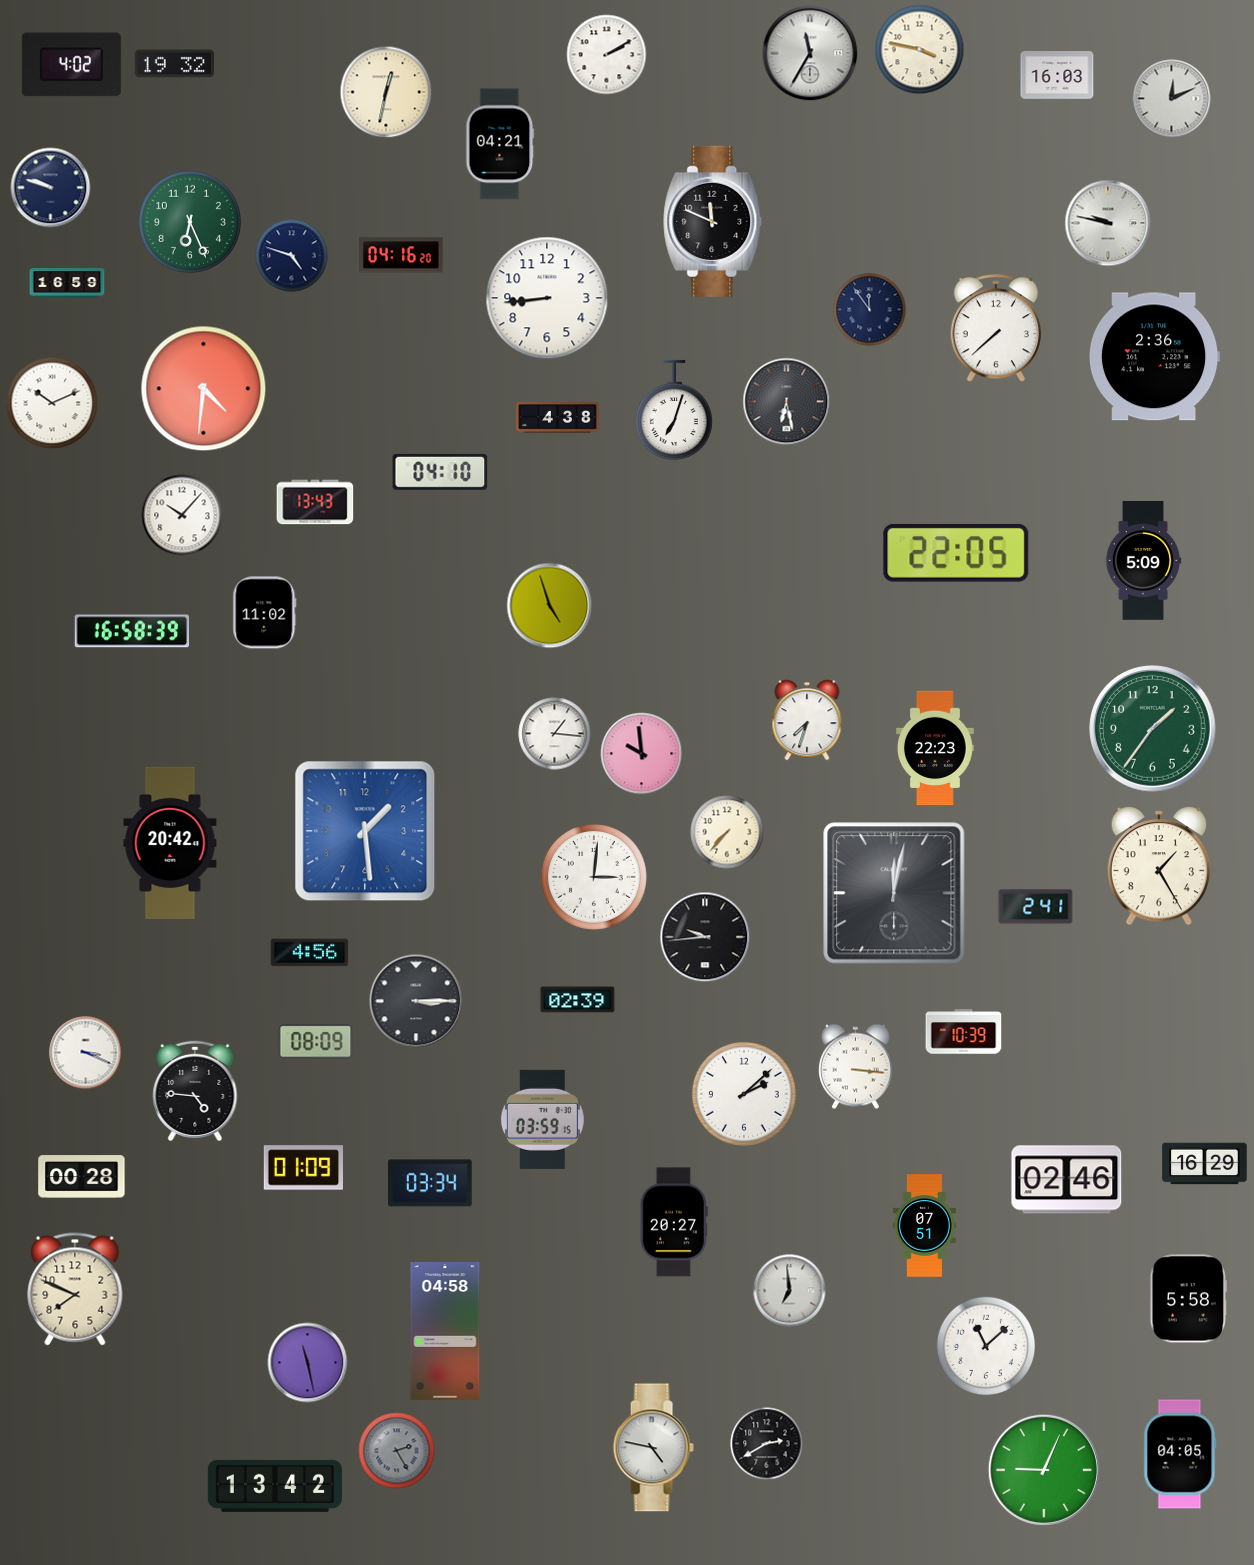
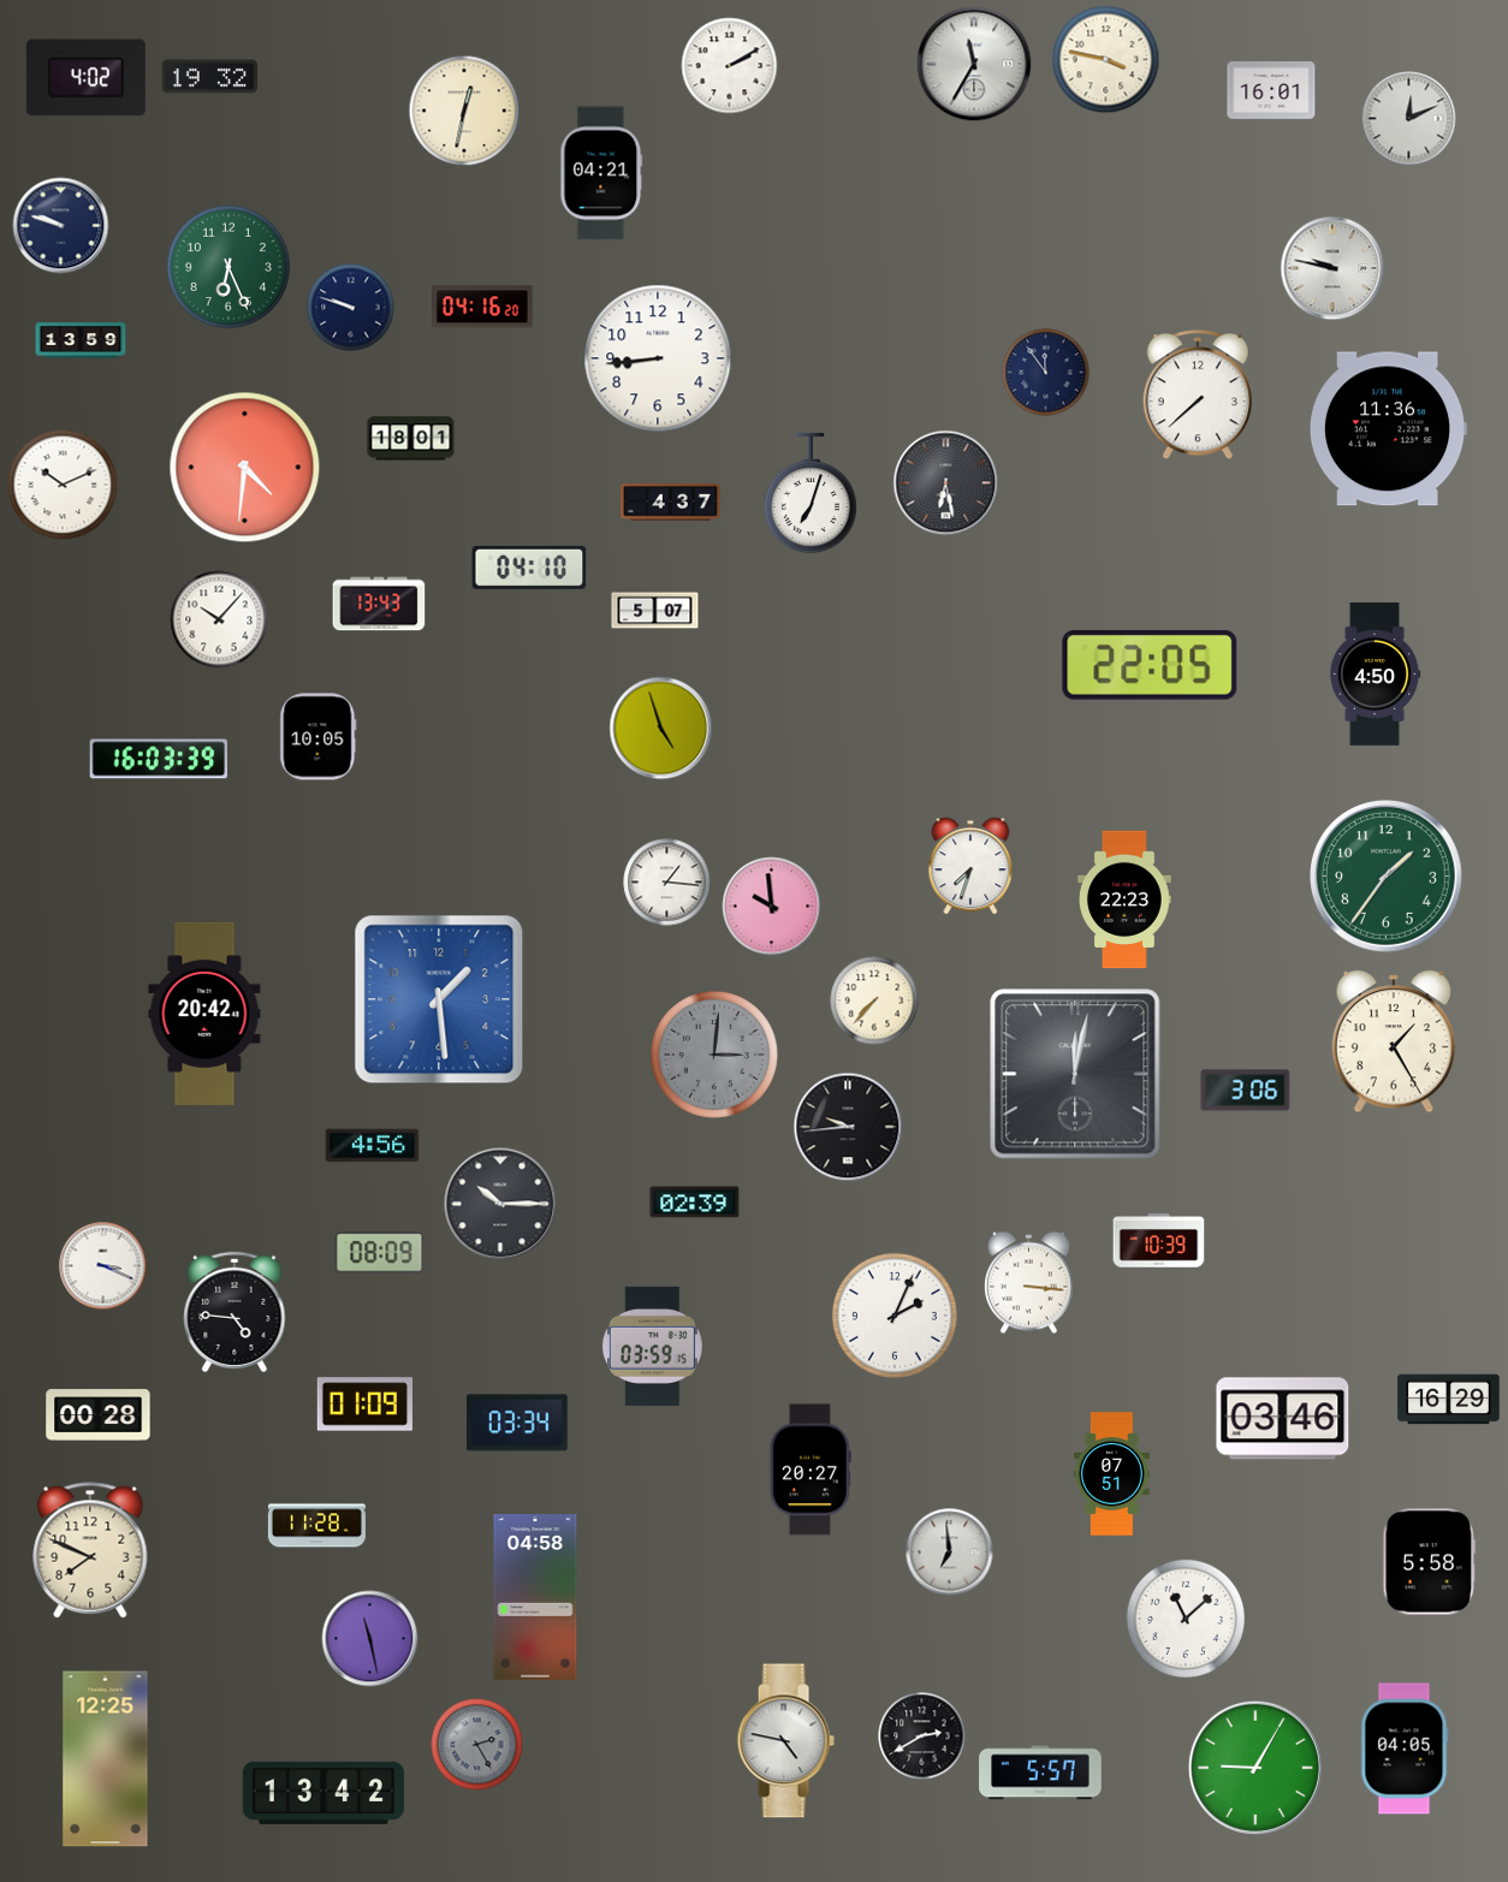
clock at (1057, 76): 16:03 -> 16:01
clock at (713, 221): 11:49 -> none
clock at (292, 256): 4:48 -> 9:48
clock at (67, 283): 16:59 -> 13:59
clock at (1154, 357): 2:36 -> 11:36
clock at (411, 439): none -> 18:01
clock at (558, 418): 4:38 -> 4:37
clock at (655, 611): none -> 5:07
clock at (1143, 561): 5:09 -> 4:50
clock at (265, 613): 11:02 -> 10:05
clock at (132, 631): 16:58 -> 16:03
clock at (594, 877) dial: white -> grey
clock at (1036, 907): 2:41 -> 3:06
clock at (416, 1001): 3:15 -> 10:15
clock at (744, 1094): 2:08 -> 2:04
clock at (1067, 1180): 02:46 -> 03:46
clock at (316, 1526): none -> 11:28
clock at (445, 1331) position: (445, 1331) -> (535, 1597)
clock at (1180, 1454) position: (1180, 1454) -> (1405, 1749)
clock at (106, 1759): none -> 12:25
clock at (1044, 1470): 9:04 -> 9:05
clock at (1040, 1773): none -> 5:57
clock at (275, 1486) position: (275, 1486) -> (323, 1793)
